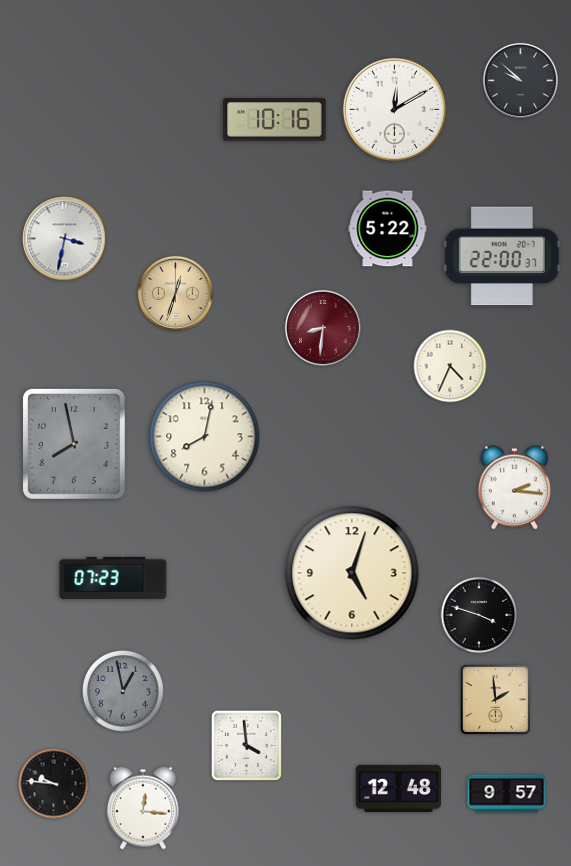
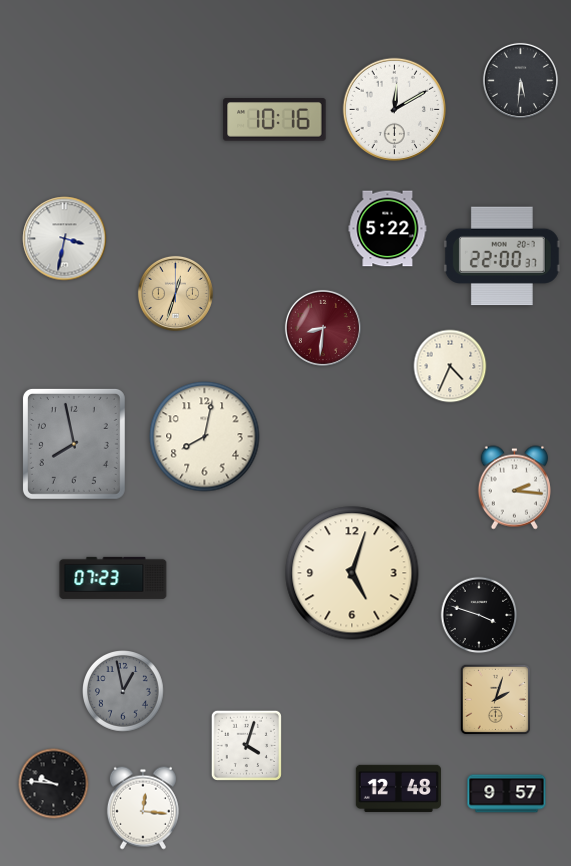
clock at (520, 80): 9:52 -> 5:31
clock at (495, 699): 1:59 -> 2:03
clock at (246, 745): 3:59 -> 4:03
